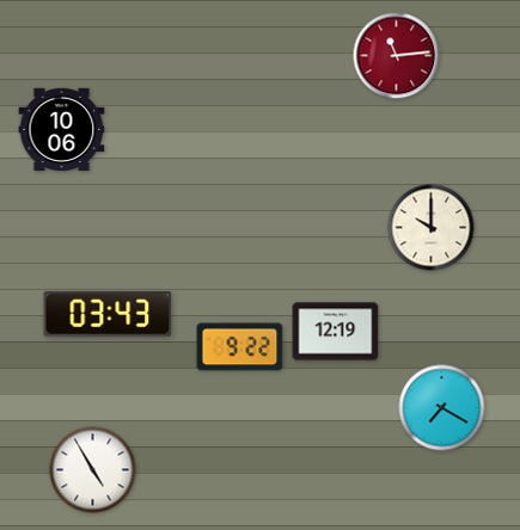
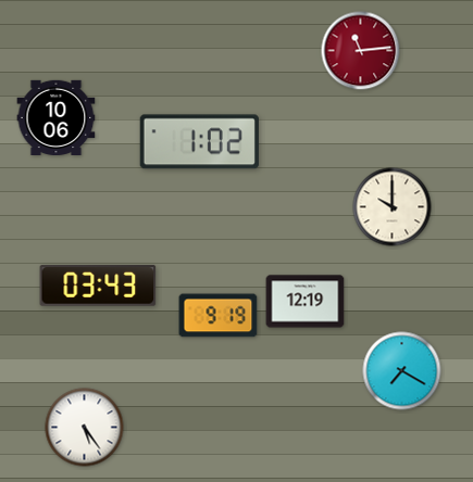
clock at (199, 142): none -> 1:02
clock at (240, 347): 9:22 -> 9:19
clock at (93, 470): 4:55 -> 5:24
